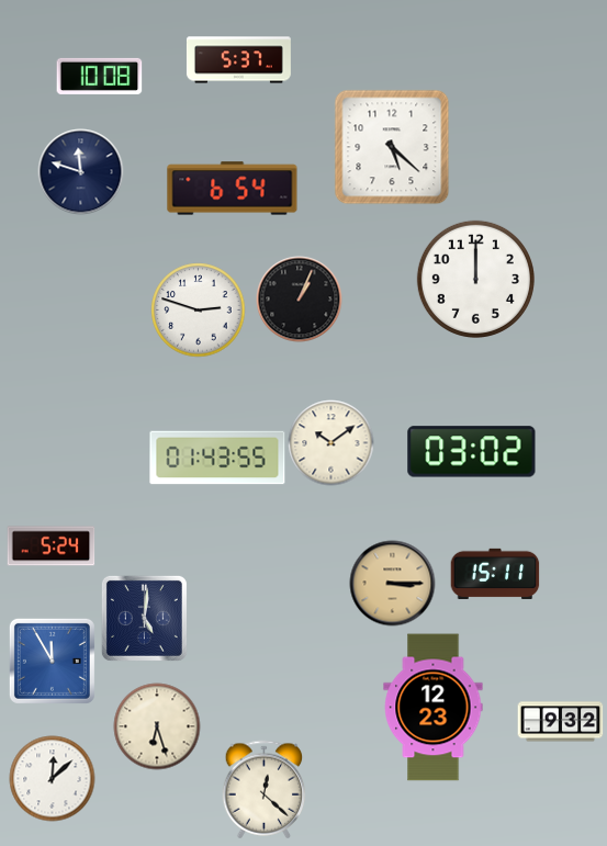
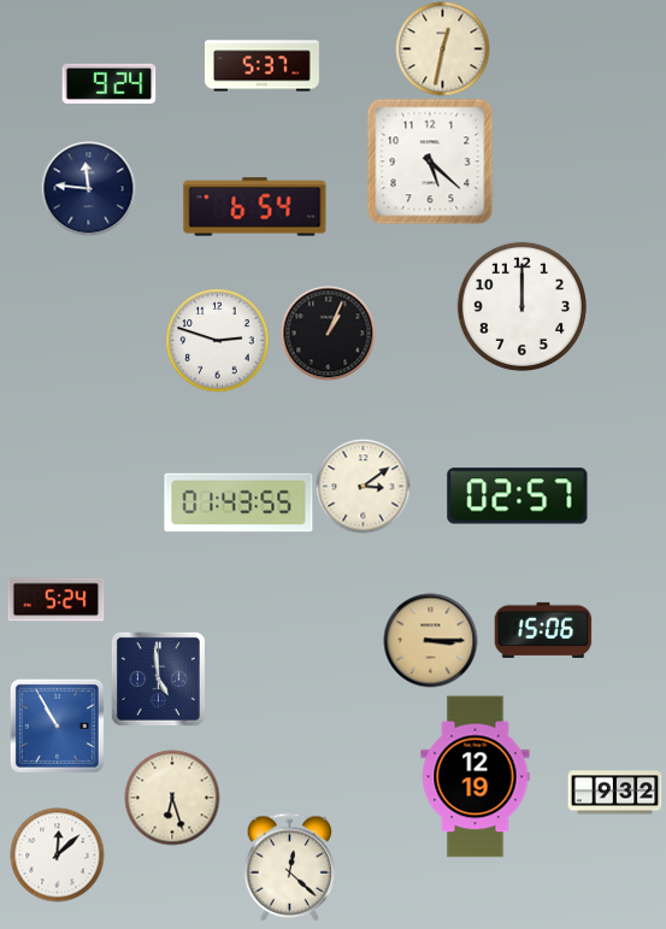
clock at (442, 48): none -> 12:32
clock at (99, 76): 10:08 -> 9:24
clock at (80, 171): 11:48 -> 11:46
clock at (299, 298) position: (299, 298) -> (328, 333)
clock at (330, 442): 10:09 -> 3:09
clock at (472, 452): 03:02 -> 02:57
clock at (495, 574): 15:11 -> 15:06
clock at (144, 618): 5:01 -> 4:59
clock at (52, 661): 11:55 -> 10:55
clock at (434, 708): 12:23 -> 12:19
